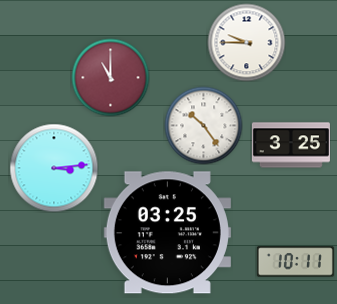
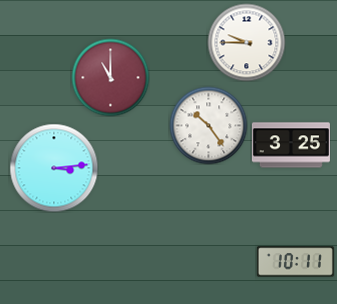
clock at (203, 125) position: (203, 125) -> (208, 125)
clock at (167, 233): 03:25 -> none
